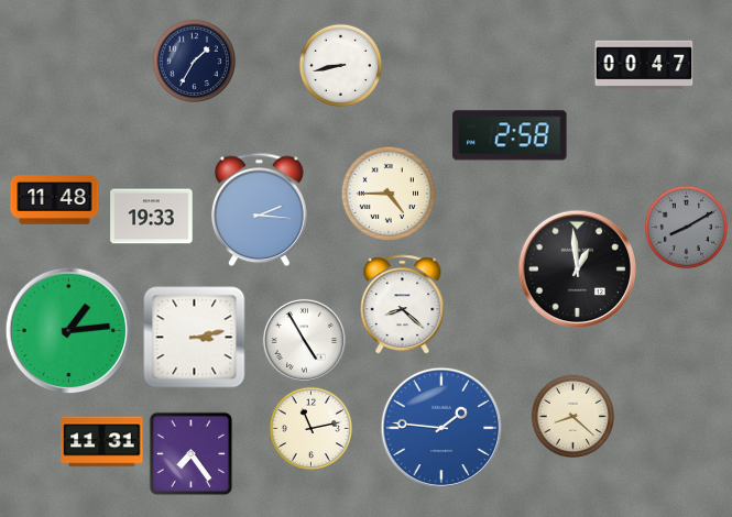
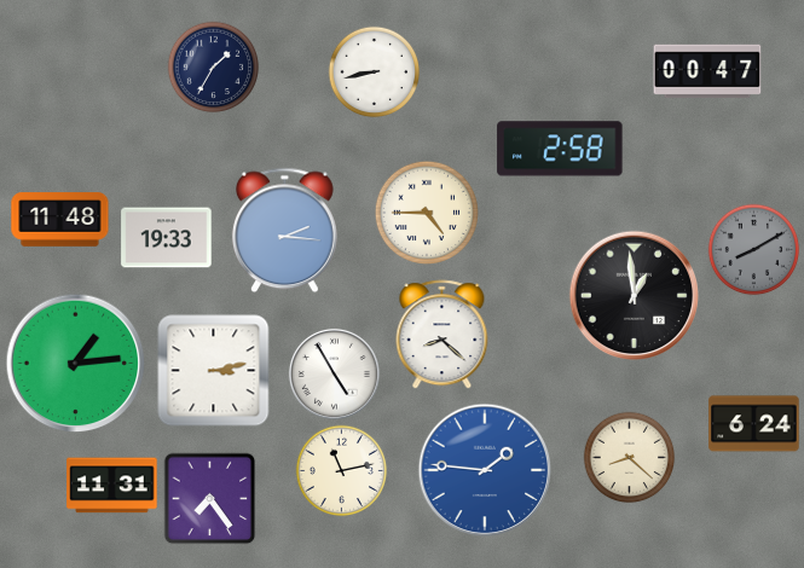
clock at (754, 424): none -> 6:24
